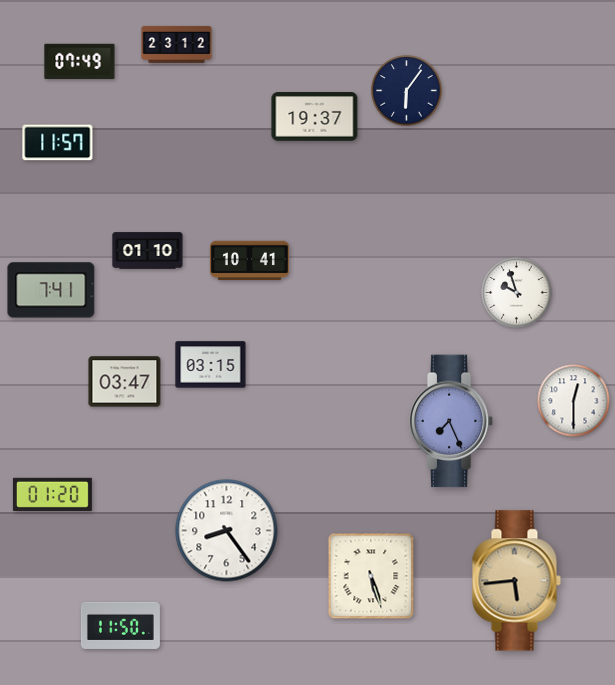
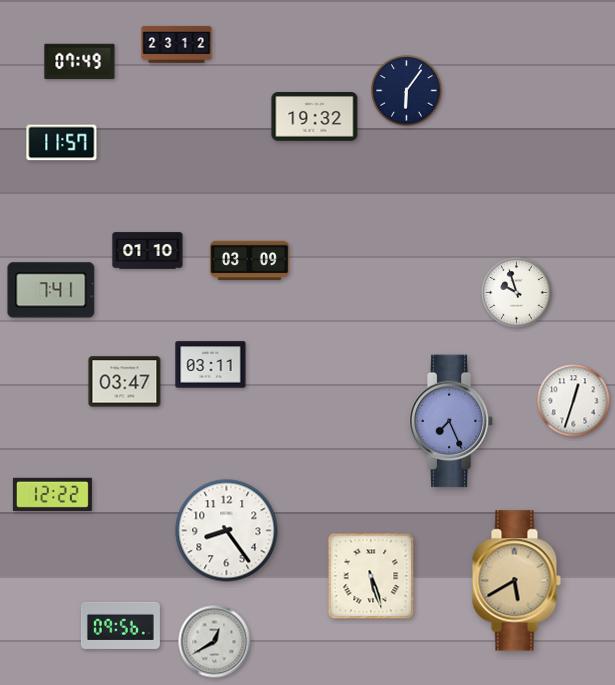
clock at (315, 117): 19:37 -> 19:32
clock at (58, 143) position: (58, 143) -> (62, 143)
clock at (249, 261): 10:41 -> 03:09
clock at (211, 365): 03:15 -> 03:11
clock at (574, 401): 12:30 -> 12:33
clock at (52, 494): 01:20 -> 12:22
clock at (516, 581): 5:44 -> 5:40
clock at (120, 625): 11:50 -> 09:56
clock at (215, 642): none -> 12:40
